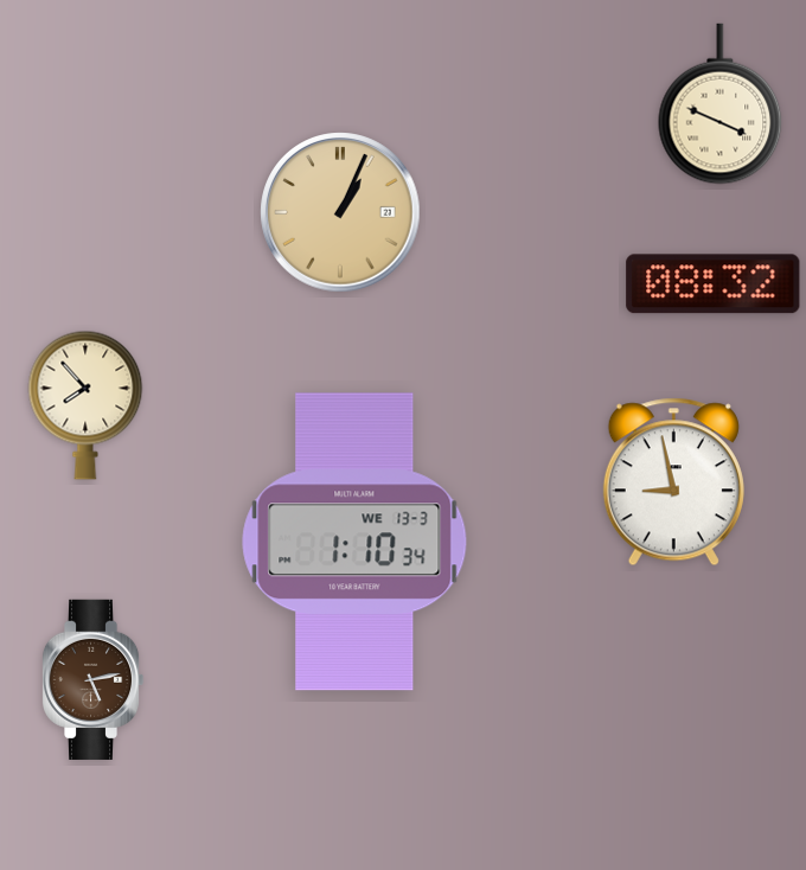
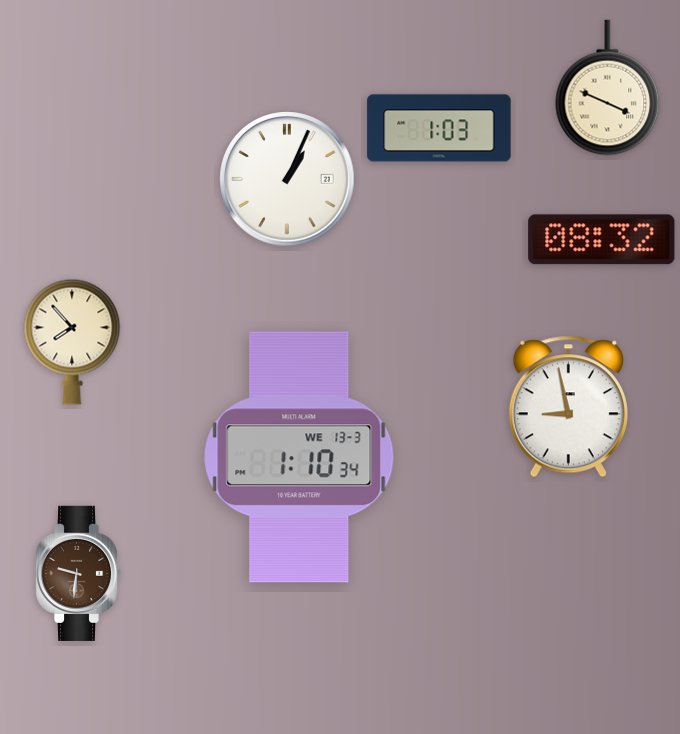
clock at (439, 128): none -> 1:03
clock at (340, 212) dial: champagne -> white
clock at (92, 679): 5:13 -> 9:31
